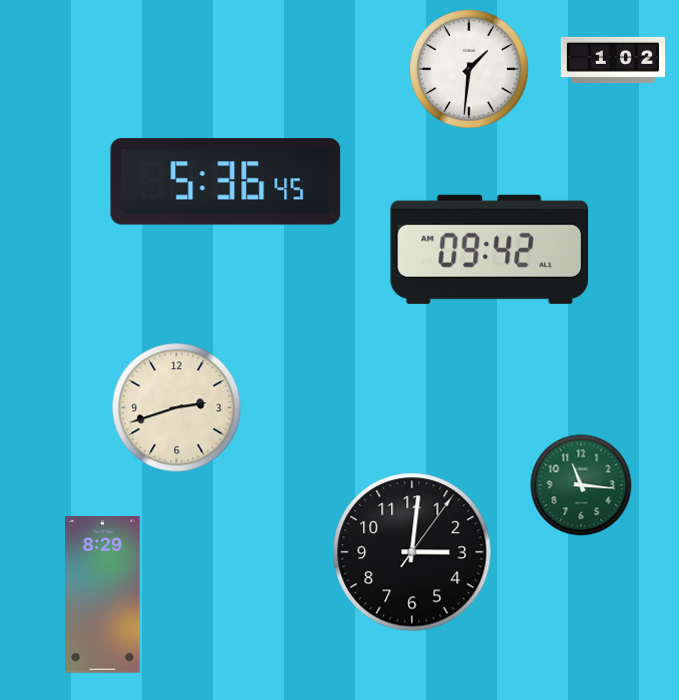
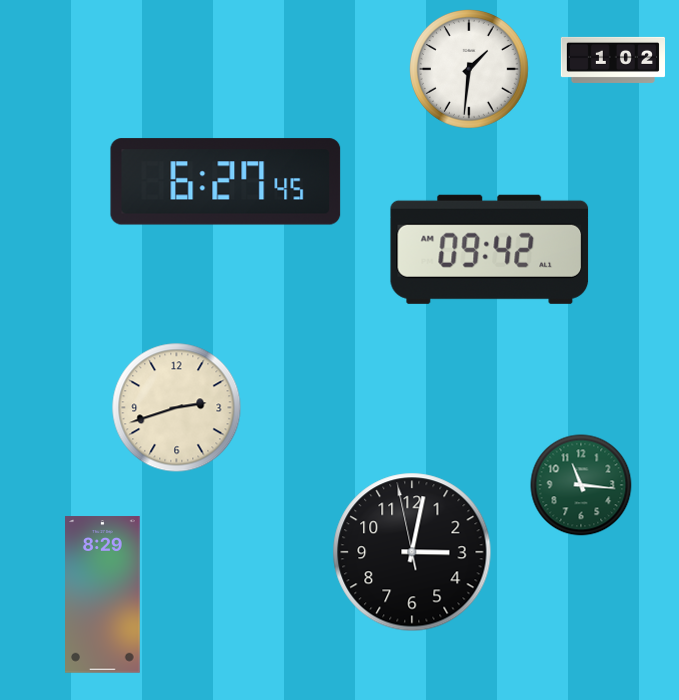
clock at (226, 182): 5:36 -> 6:27
clock at (412, 552): 3:01:06 -> 3:01:58
